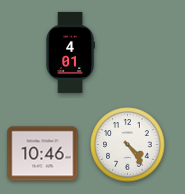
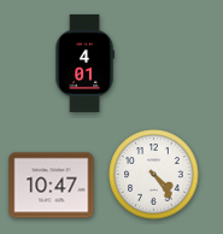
clock at (43, 154): 10:46 -> 10:47
